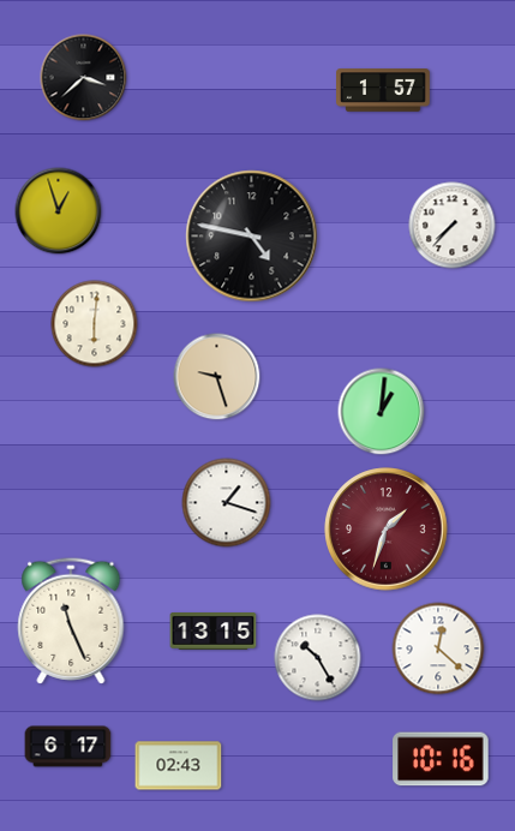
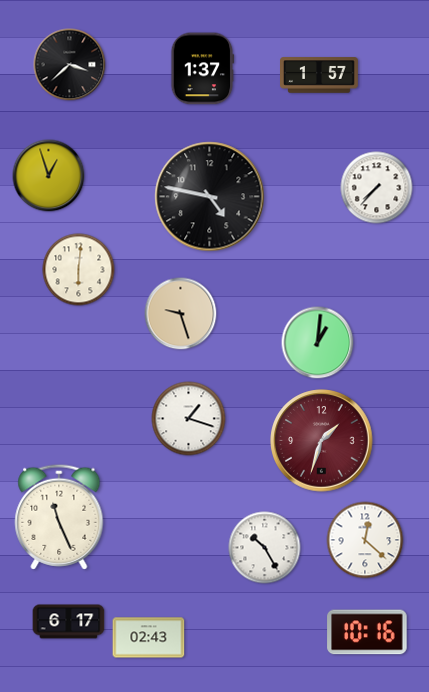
clock at (203, 69): none -> 1:37
clock at (214, 632): 13:15 -> none
clock at (68, 747) position: (68, 747) -> (69, 622)
